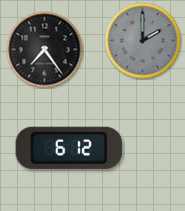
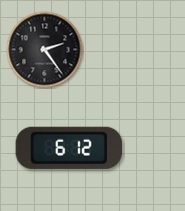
clock at (143, 41): 2:00 -> none
clock at (45, 50): 7:24 -> 2:24
